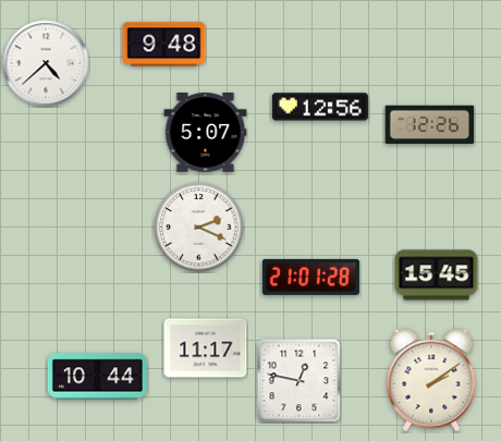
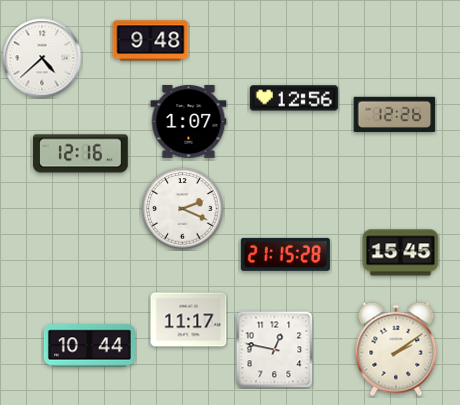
clock at (206, 133): 5:07 -> 1:07
clock at (81, 154): none -> 12:16
clock at (310, 277): 21:01 -> 21:15
